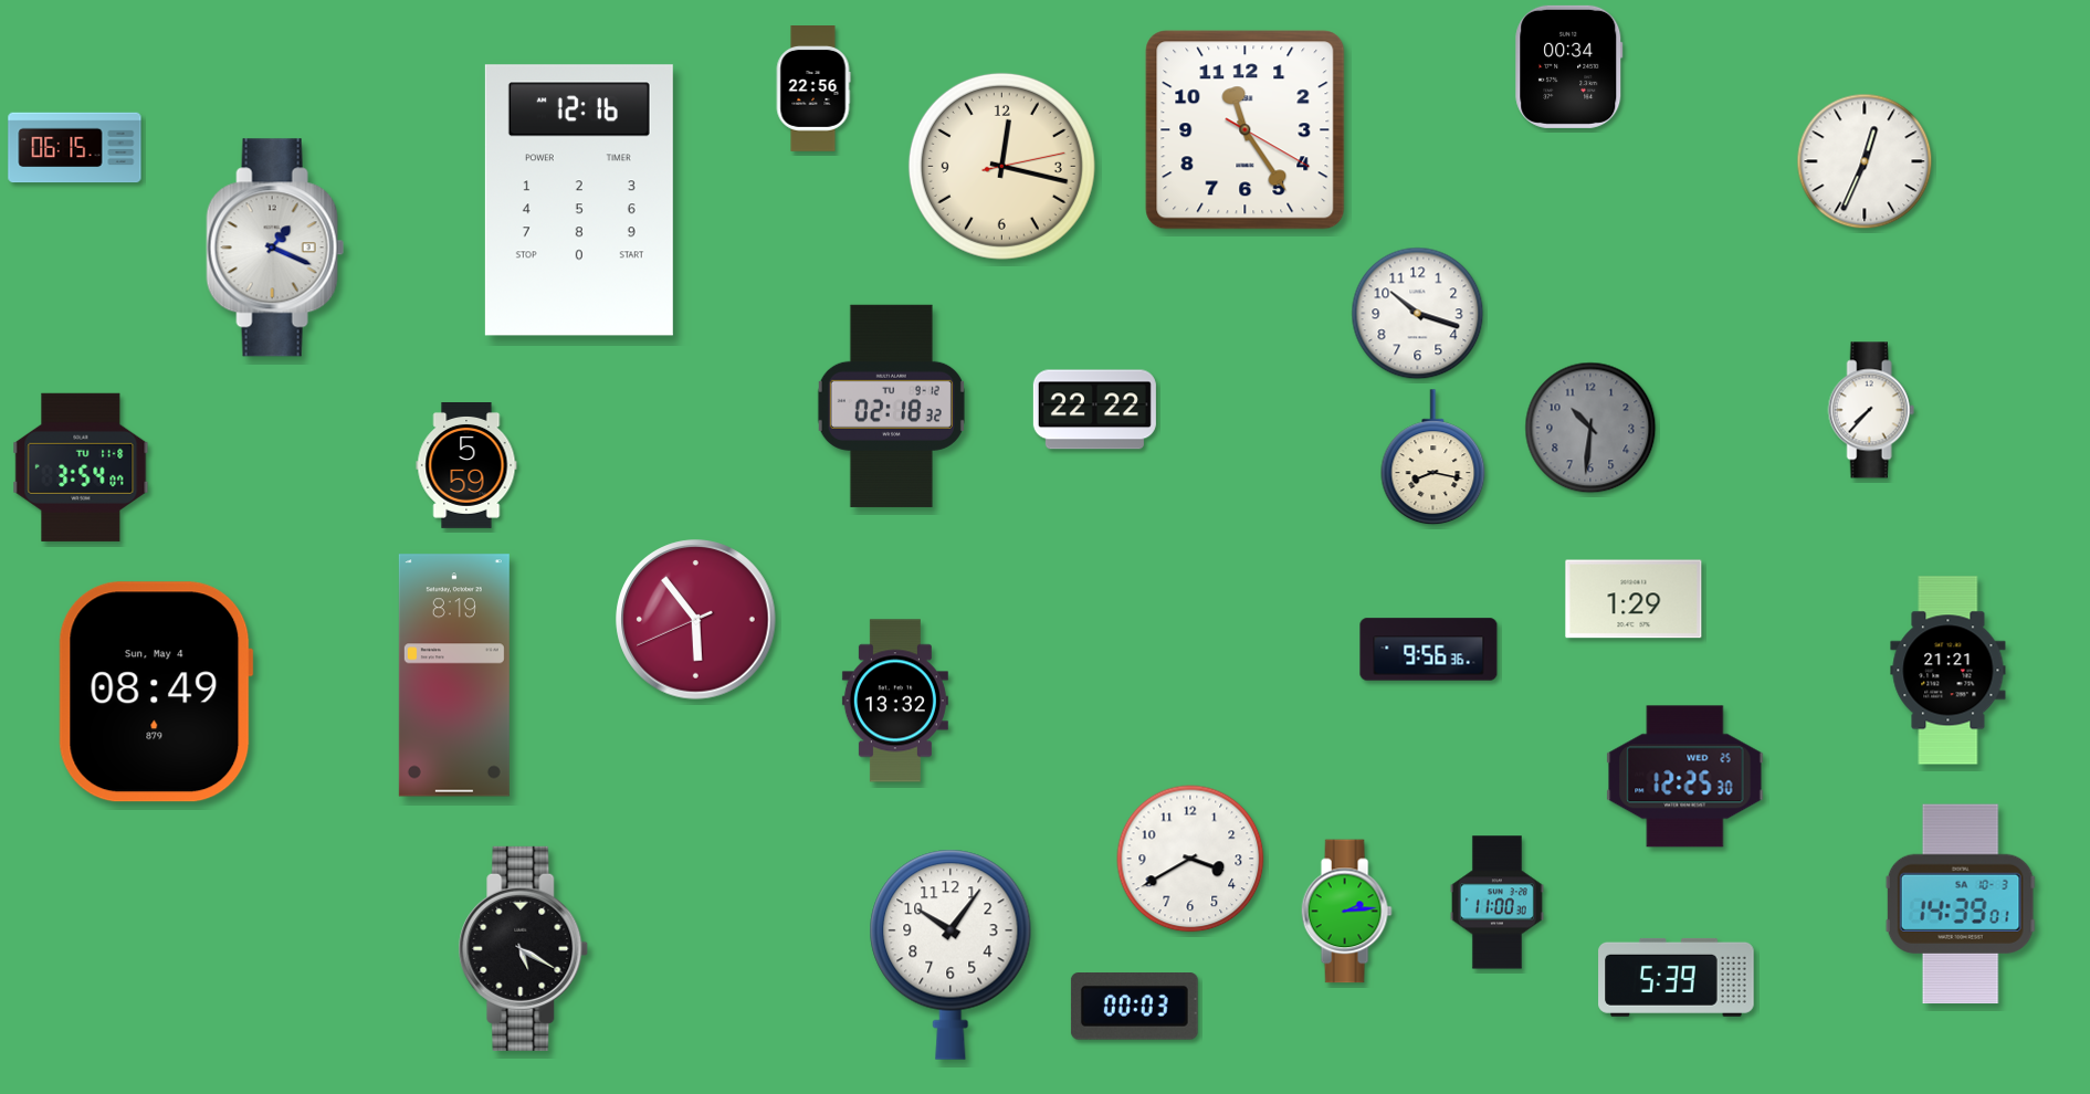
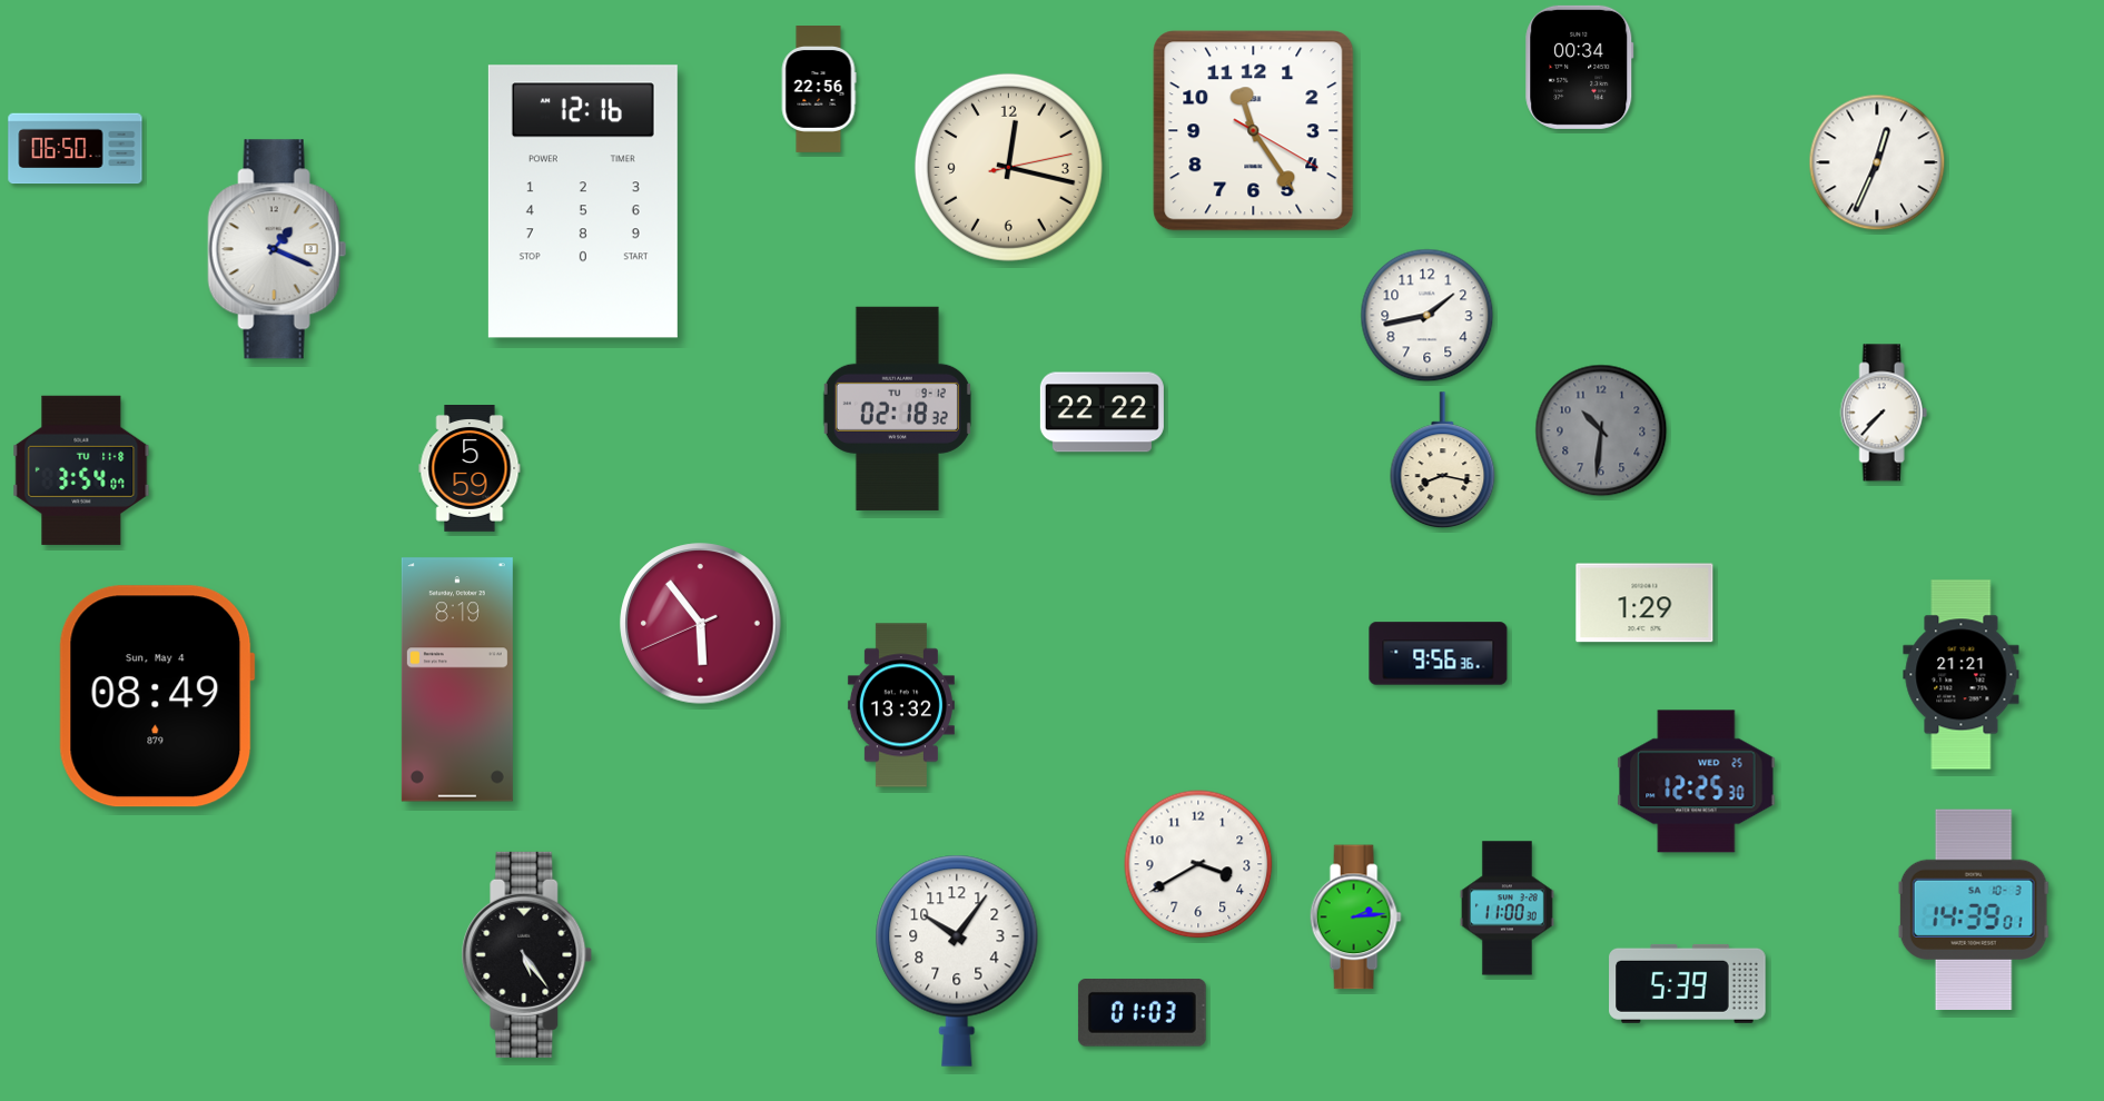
clock at (75, 148): 06:15 -> 06:50
clock at (1418, 314): 10:18 -> 1:43
clock at (524, 948): 5:20 -> 5:24
clock at (1134, 1007): 00:03 -> 01:03
